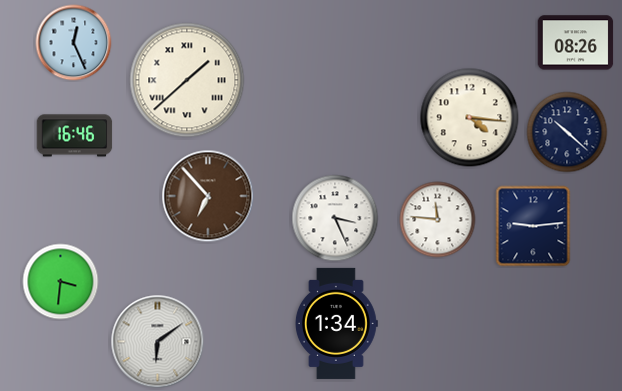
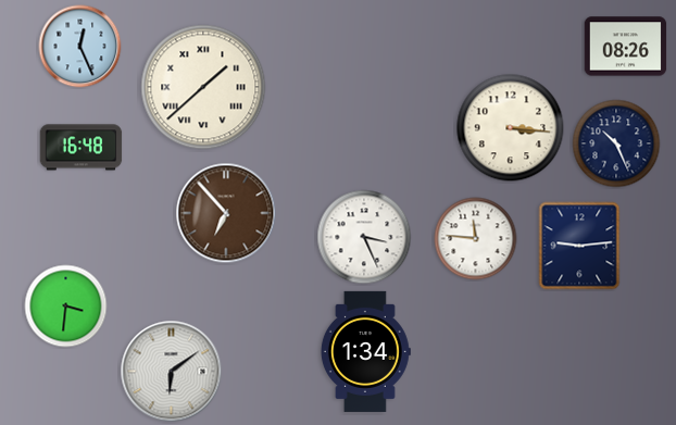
clock at (470, 118): 4:16 -> 3:16
clock at (567, 132): 10:22 -> 10:26
clock at (75, 136): 16:46 -> 16:48
